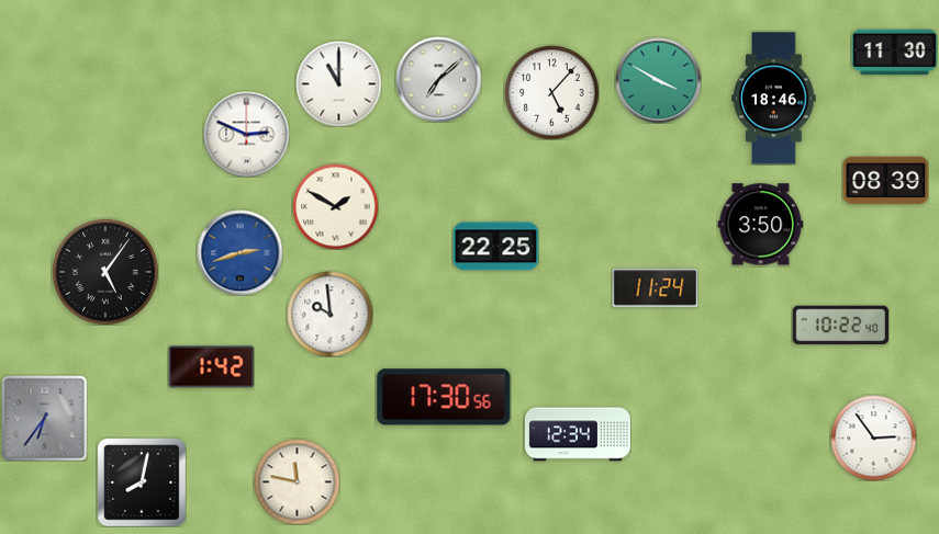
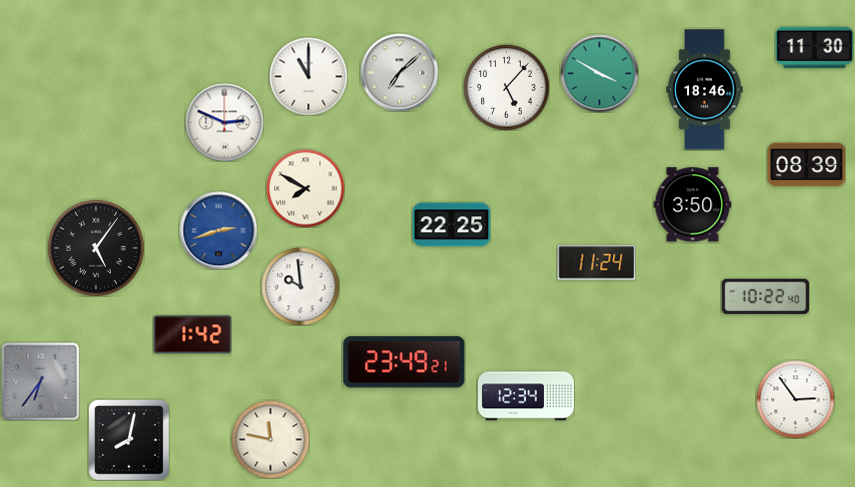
clock at (551, 92) position: (551, 92) -> (506, 87)
clock at (335, 206): 1:50 -> 7:50
clock at (444, 397): 17:30 -> 23:49
